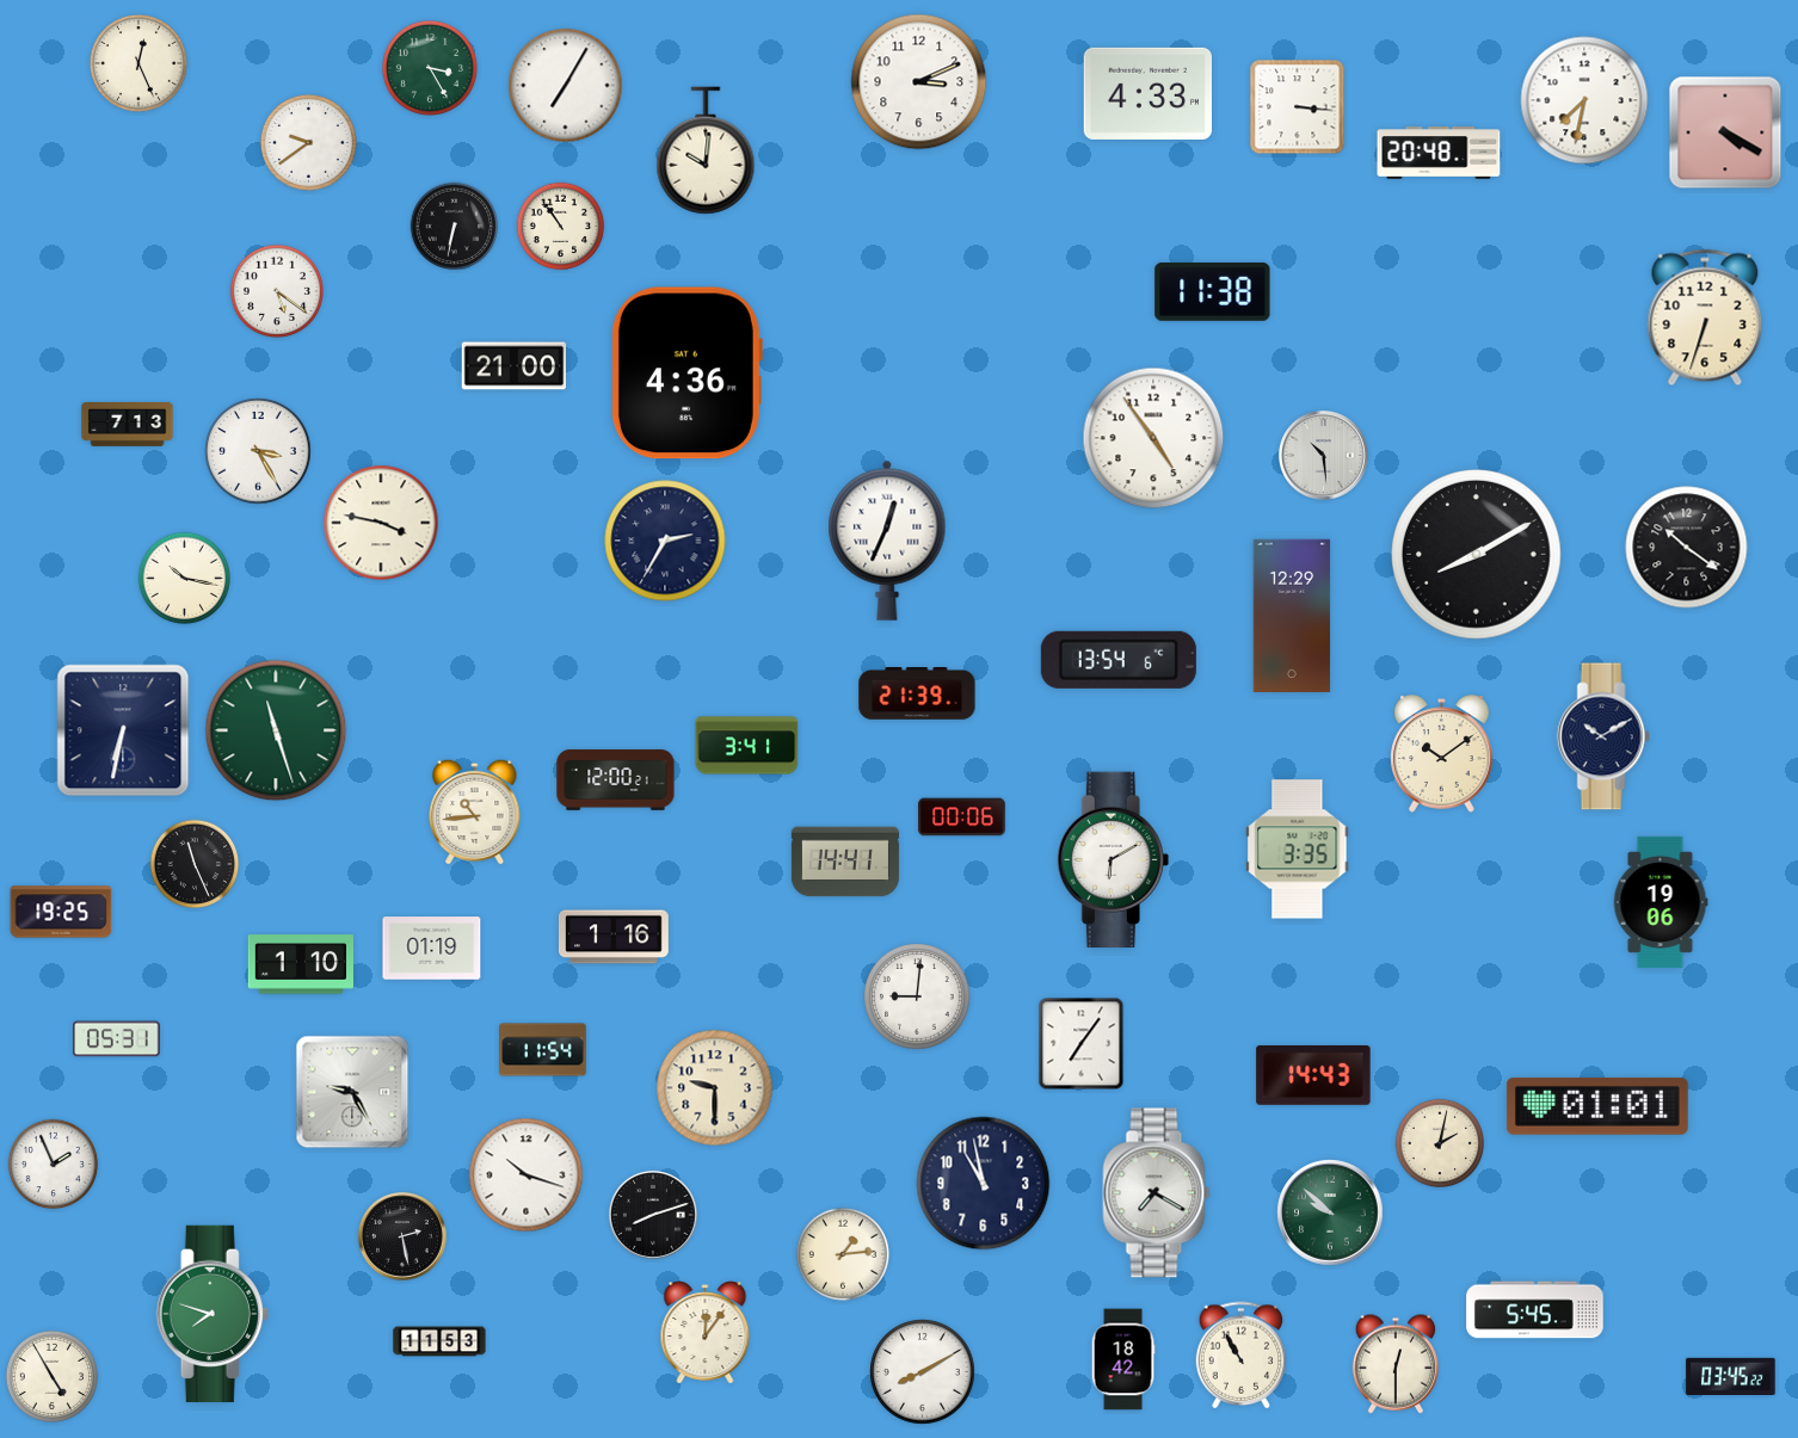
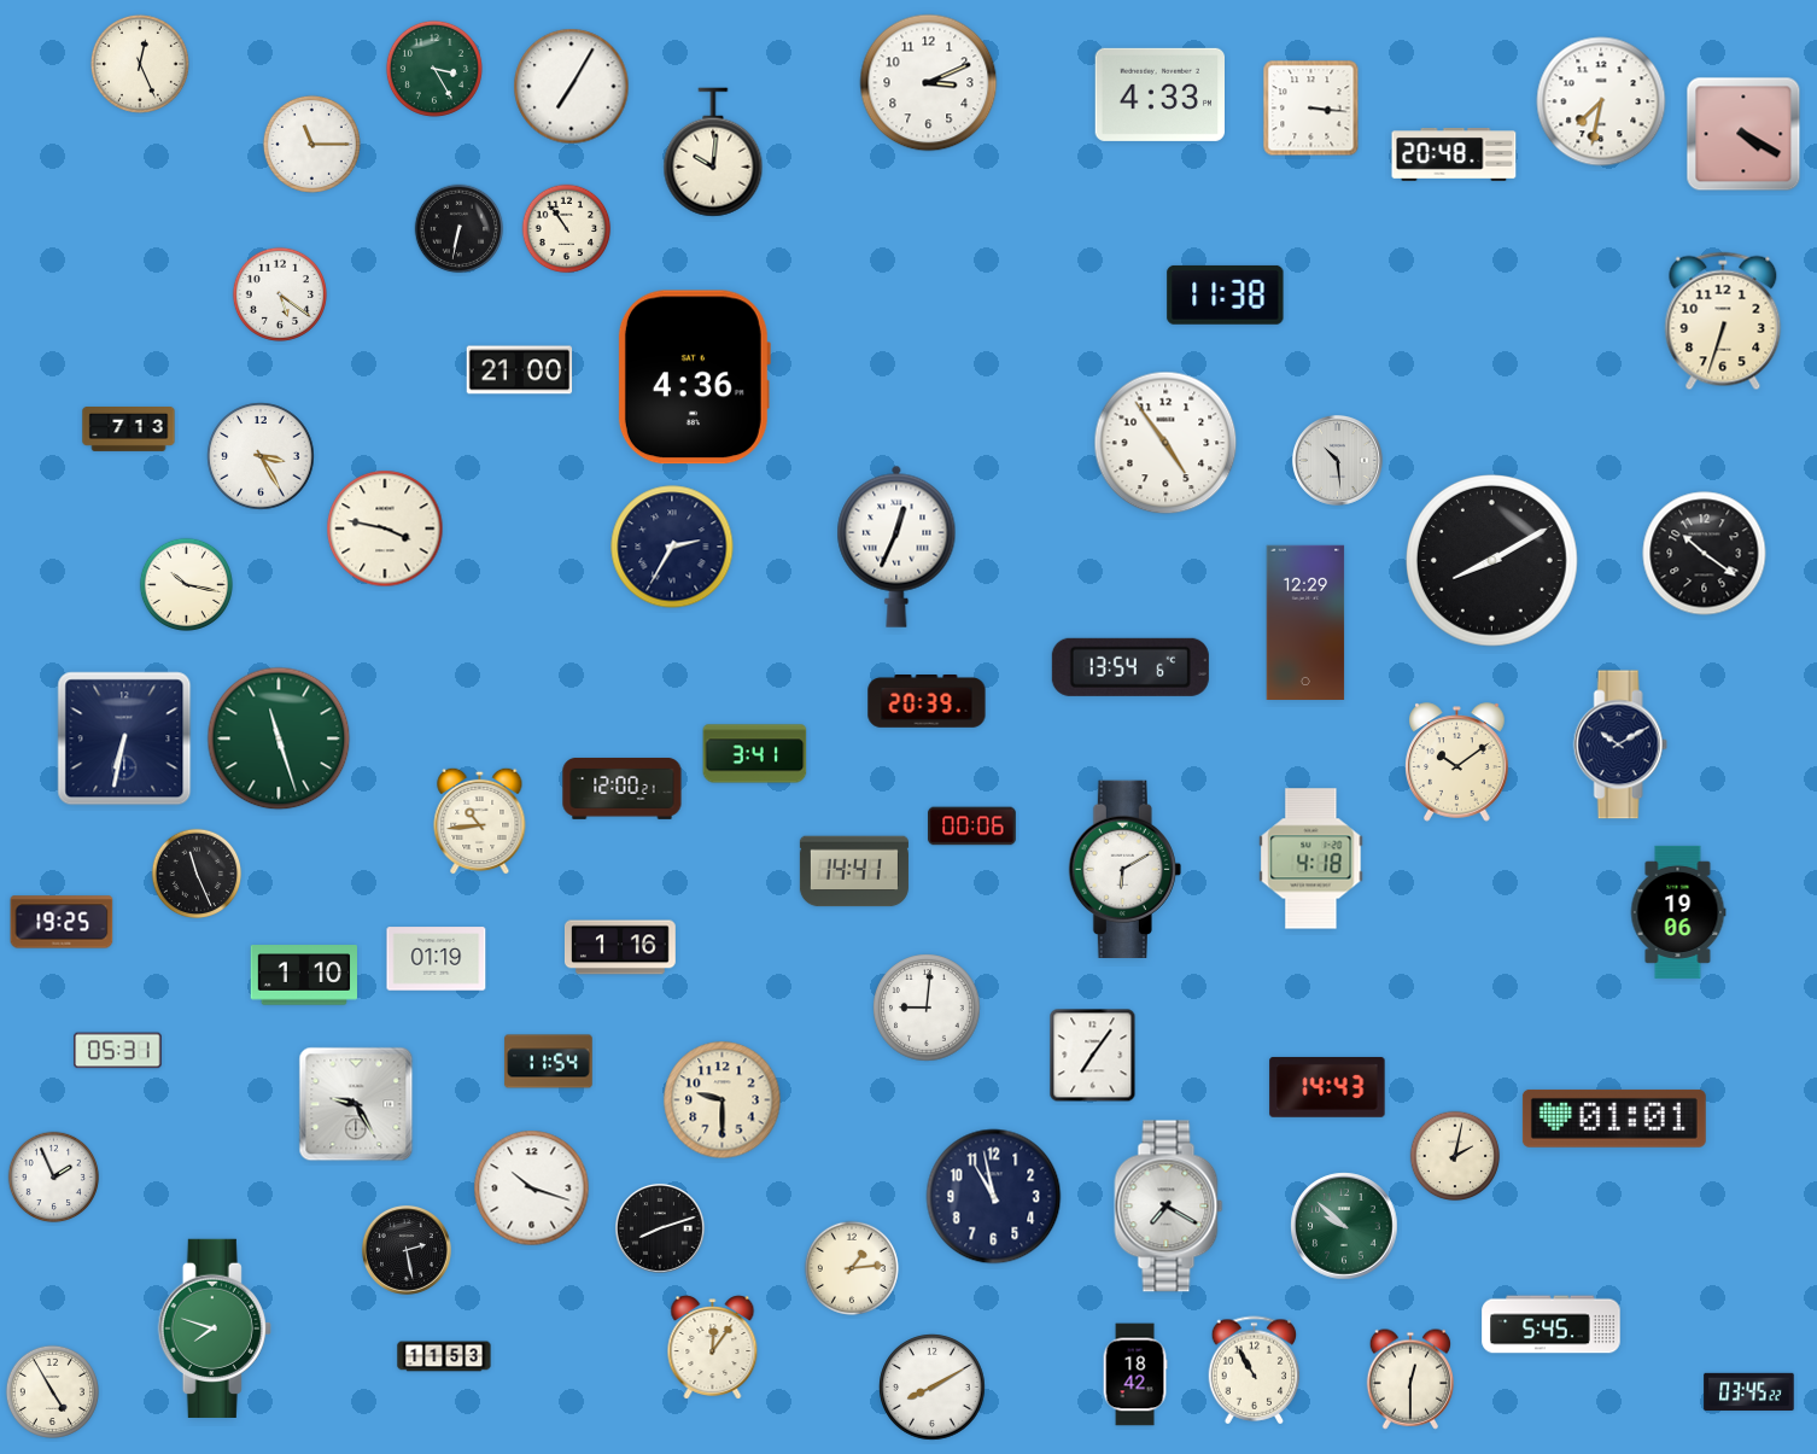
clock at (308, 142): 9:39 -> 11:15
clock at (917, 693): 21:39 -> 20:39
clock at (1298, 850): 3:35 -> 4:18
